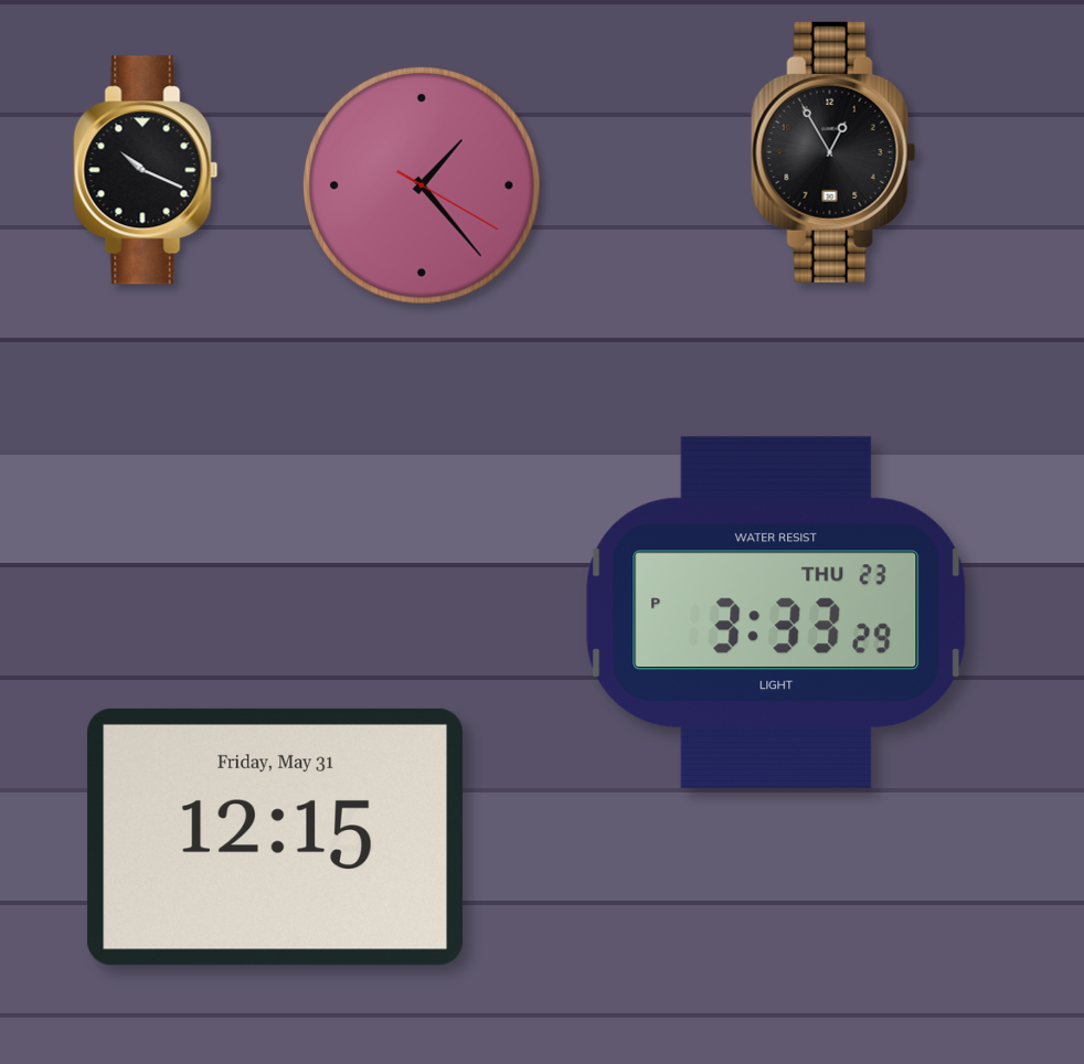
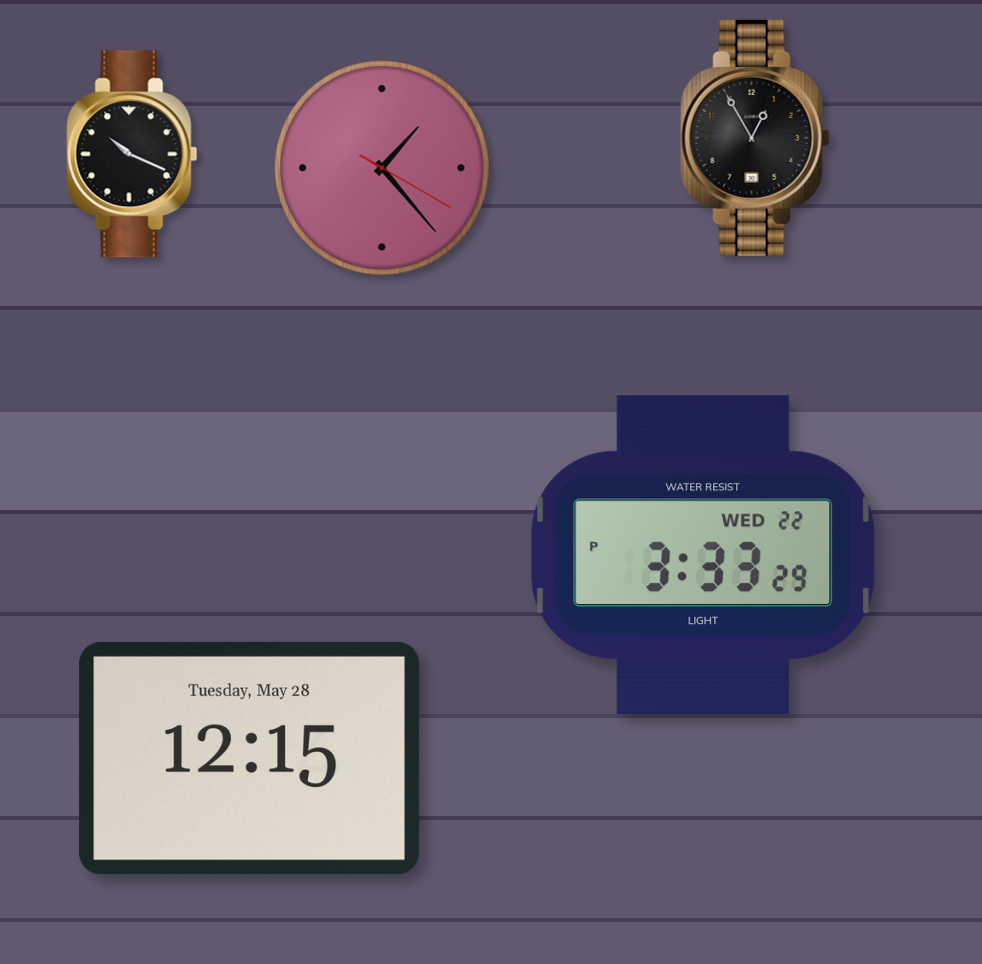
clock at (776, 613) date: THU 23 -> WED 22
clock at (276, 837) date: Friday, May 31 -> Tuesday, May 28
